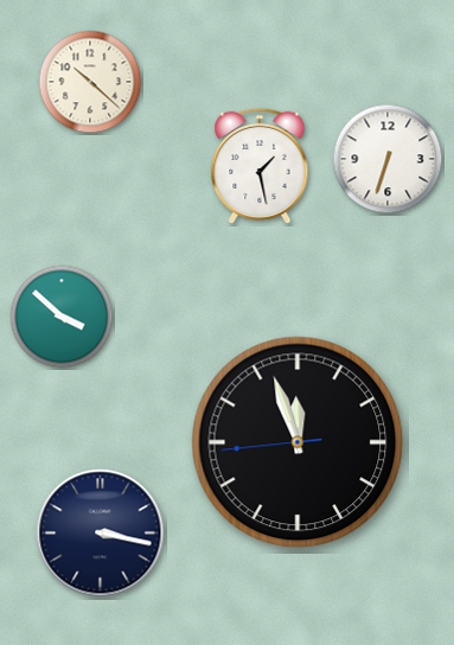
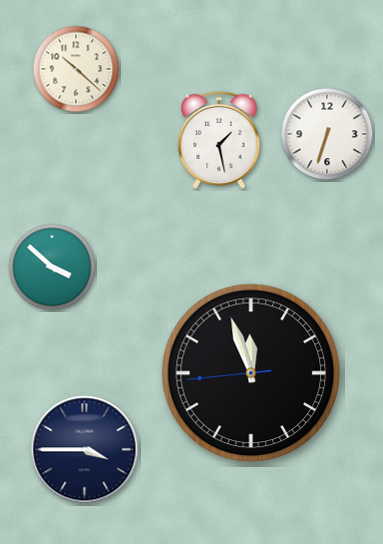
clock at (101, 534): 3:17 -> 3:45
